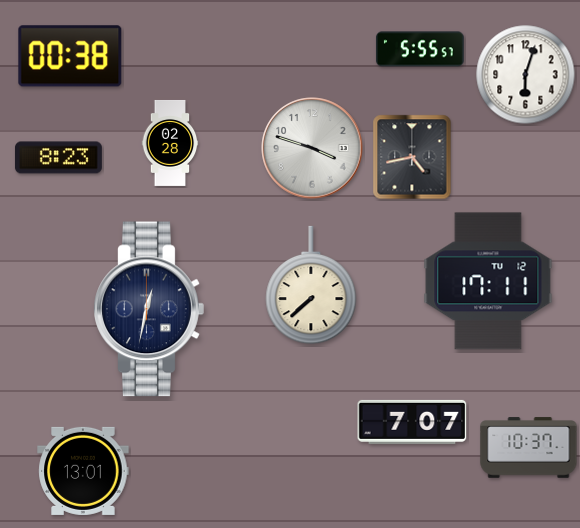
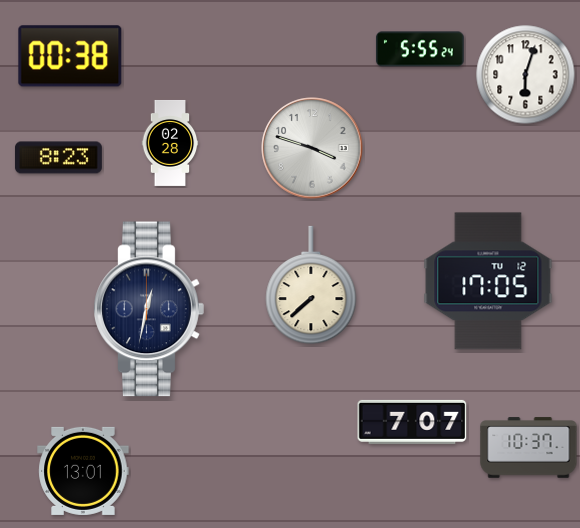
clock at (420, 49): 5:55:57 -> 5:55:24
clock at (412, 157): 4:43 -> none
clock at (488, 281): 17:11 -> 17:05
